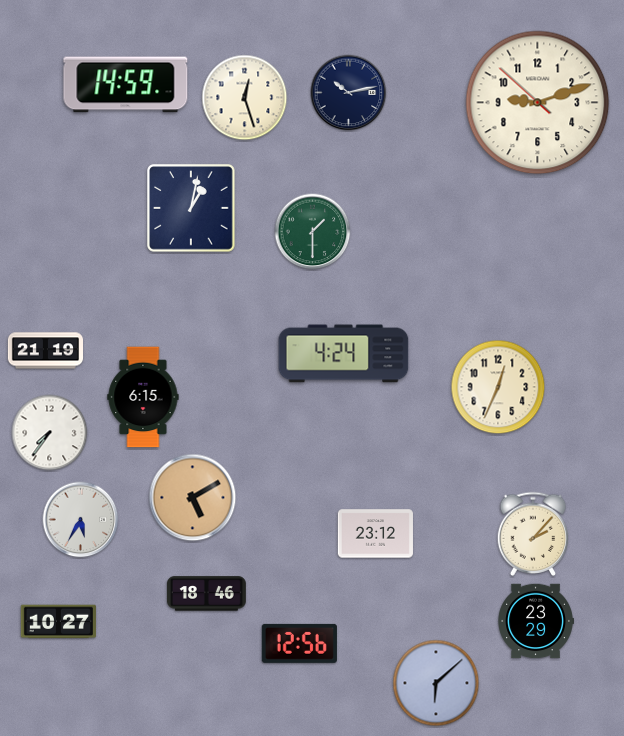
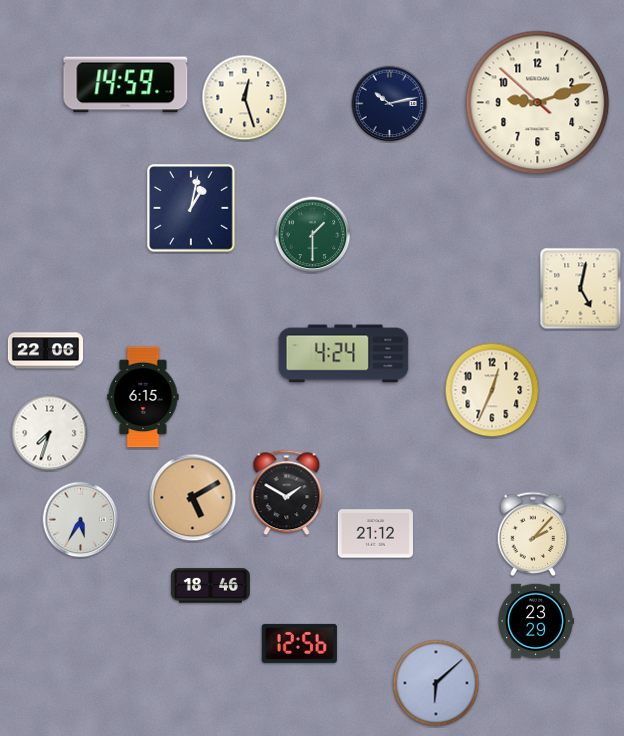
clock at (349, 93) position: (349, 93) -> (390, 104)
clock at (313, 232) position: (313, 232) -> (313, 235)
clock at (581, 289): none -> 5:02
clock at (45, 351): 21:19 -> 22:06
clock at (498, 387) position: (498, 387) -> (492, 390)
clock at (50, 433): 7:36 -> 7:33
clock at (287, 493): none -> 1:50
clock at (375, 534): 23:12 -> 21:12
clock at (206, 594) position: (206, 594) -> (210, 586)
clock at (58, 622): 10:27 -> none
